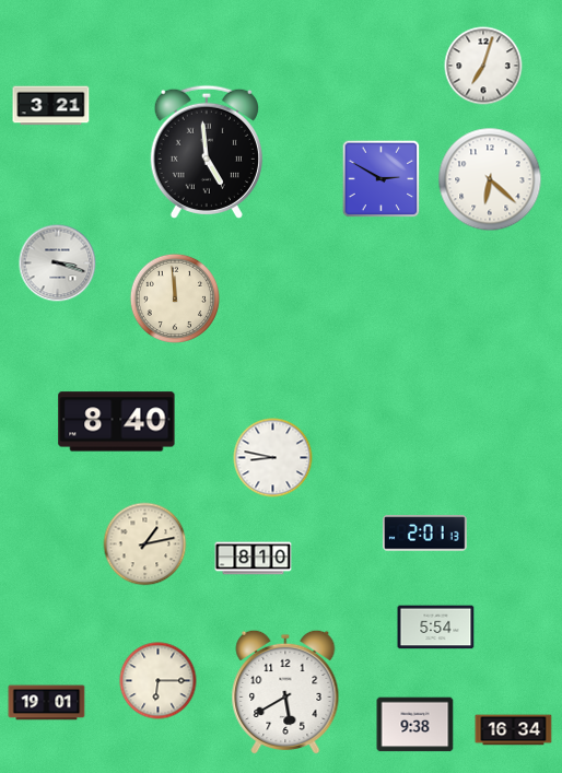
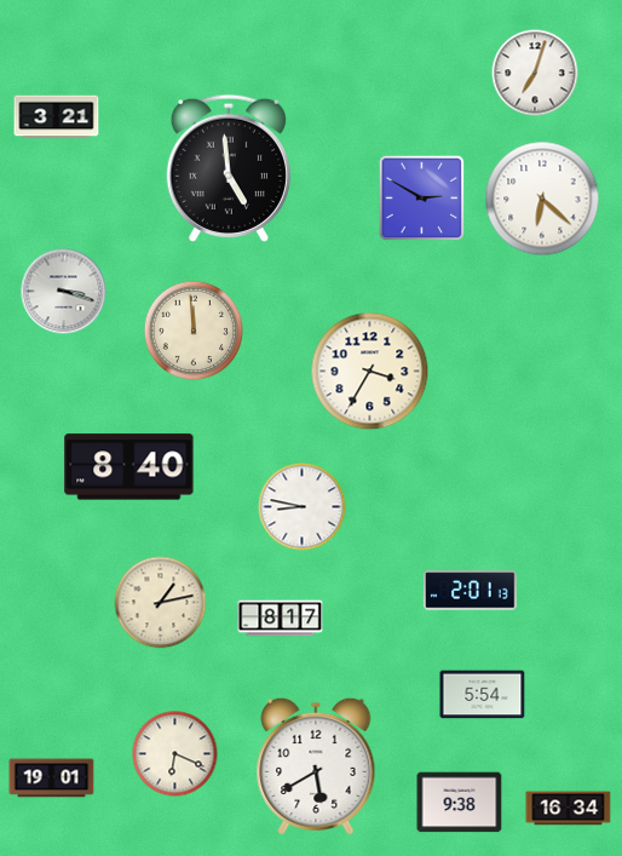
clock at (370, 372): none -> 3:35
clock at (254, 559): 8:10 -> 8:17
clock at (159, 681): 6:15 -> 6:19
